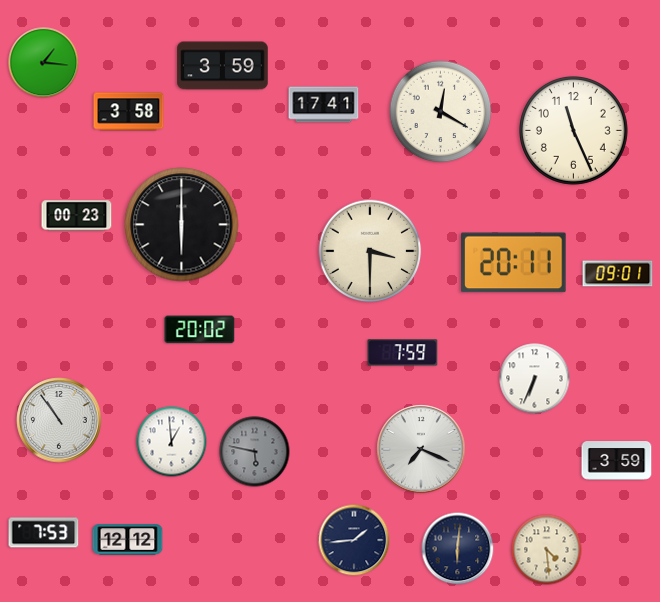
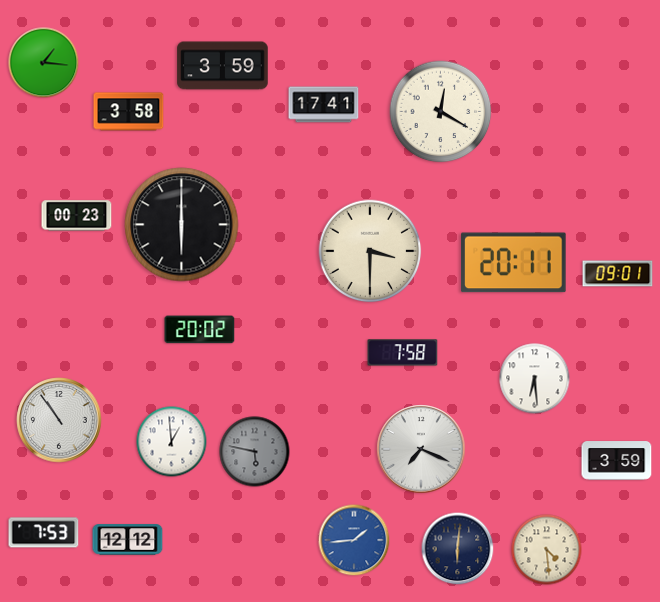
clock at (573, 130): 11:26 -> none
clock at (403, 353): 7:59 -> 7:58
clock at (535, 379): 6:34 -> 6:29
clock at (354, 540) dial: navy -> blue
